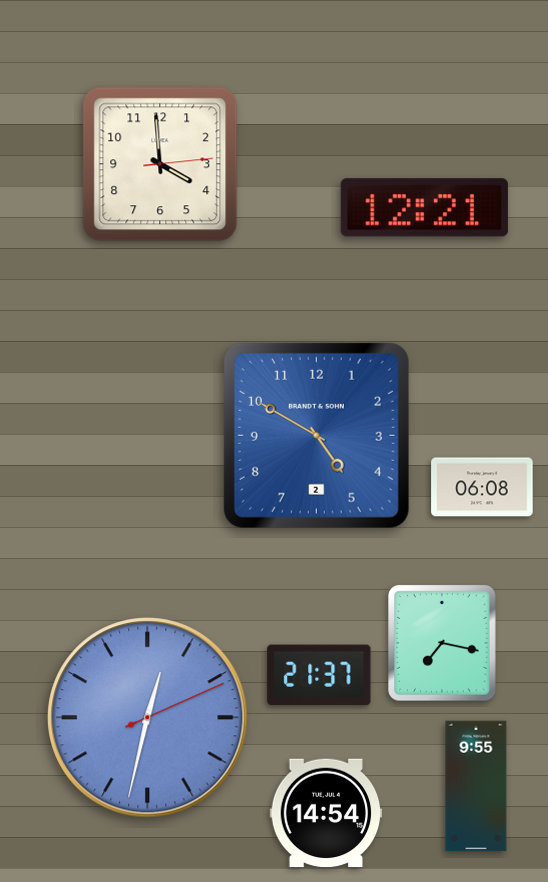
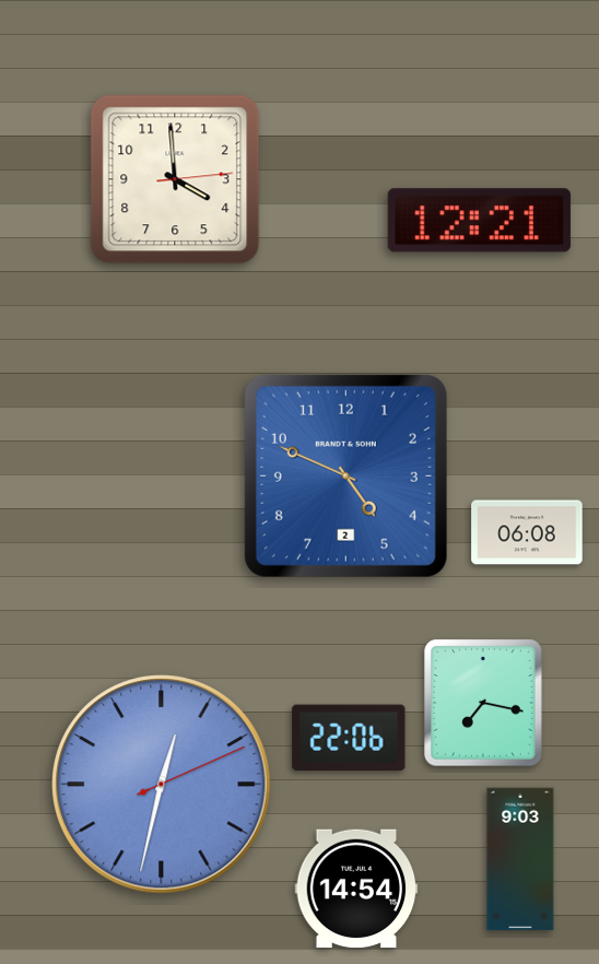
clock at (424, 208) position: (424, 208) -> (479, 221)
clock at (316, 435): 4:50 -> 4:49
clock at (319, 674): 21:37 -> 22:06
clock at (476, 786): 9:55 -> 9:03
